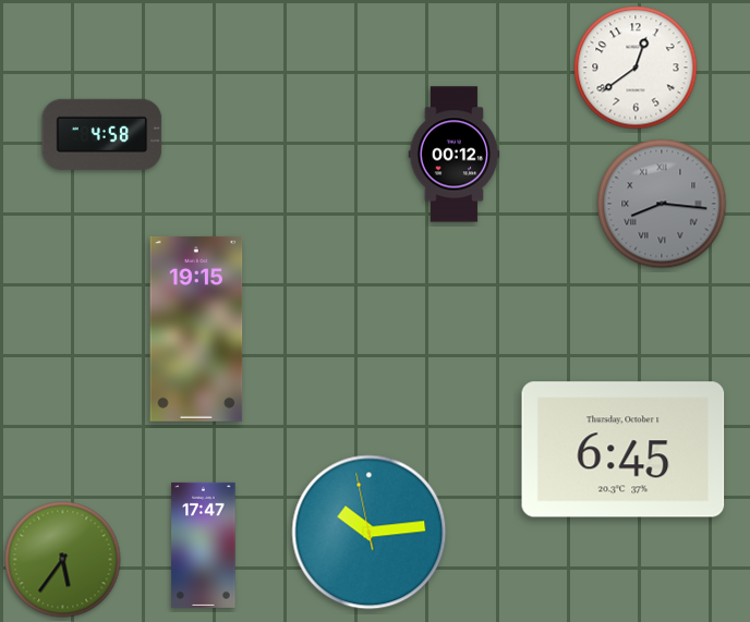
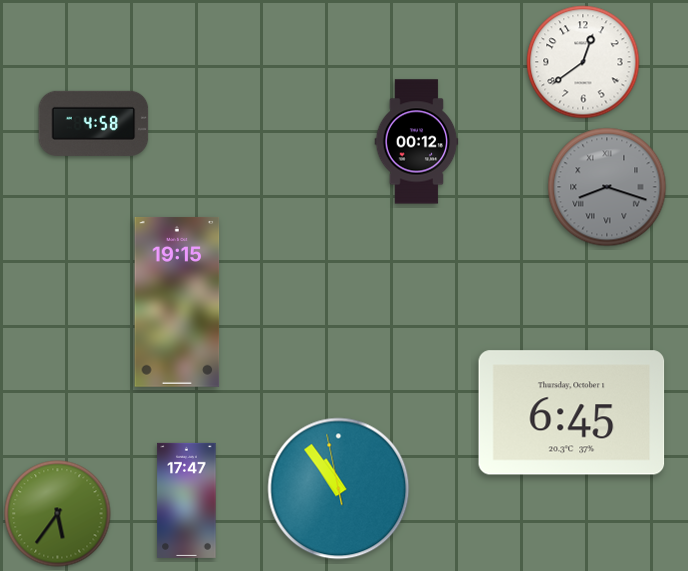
clock at (662, 204): 8:16 -> 8:18
clock at (196, 329) position: (196, 329) -> (177, 302)
clock at (370, 533): 10:13 -> 10:53
